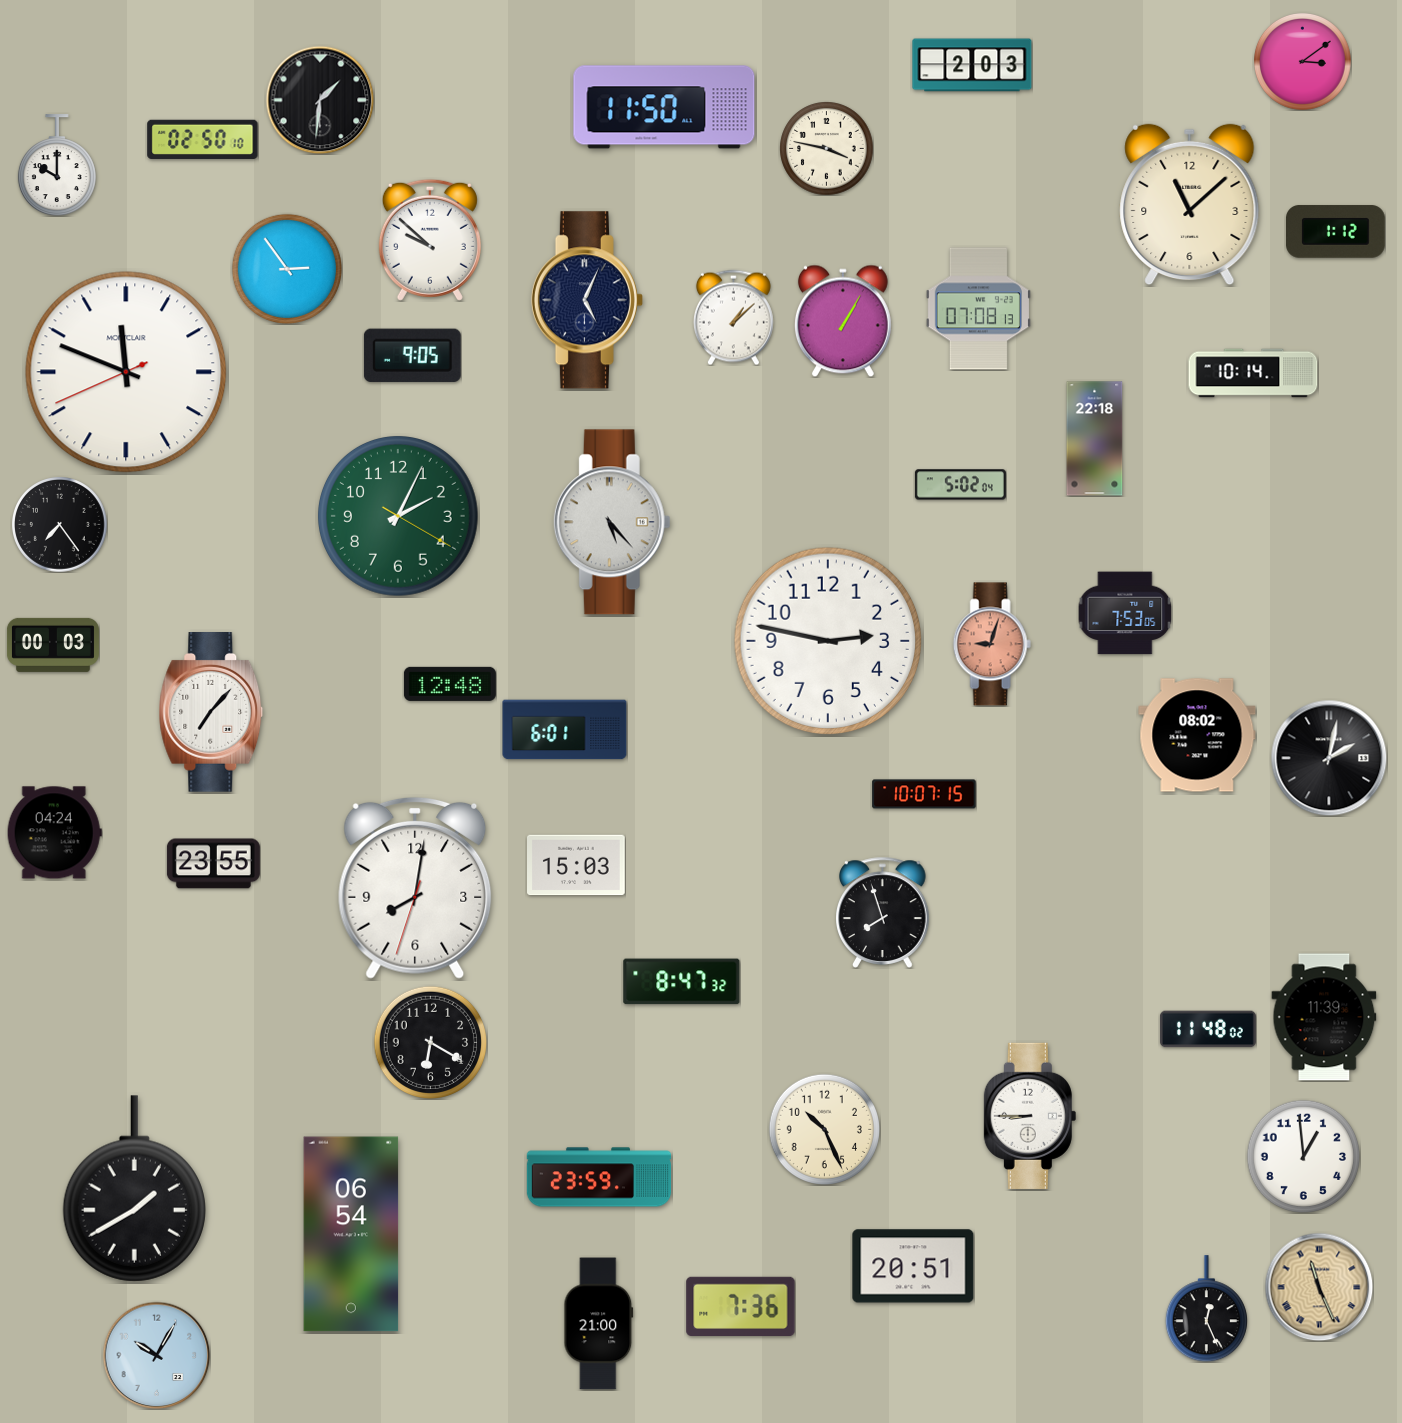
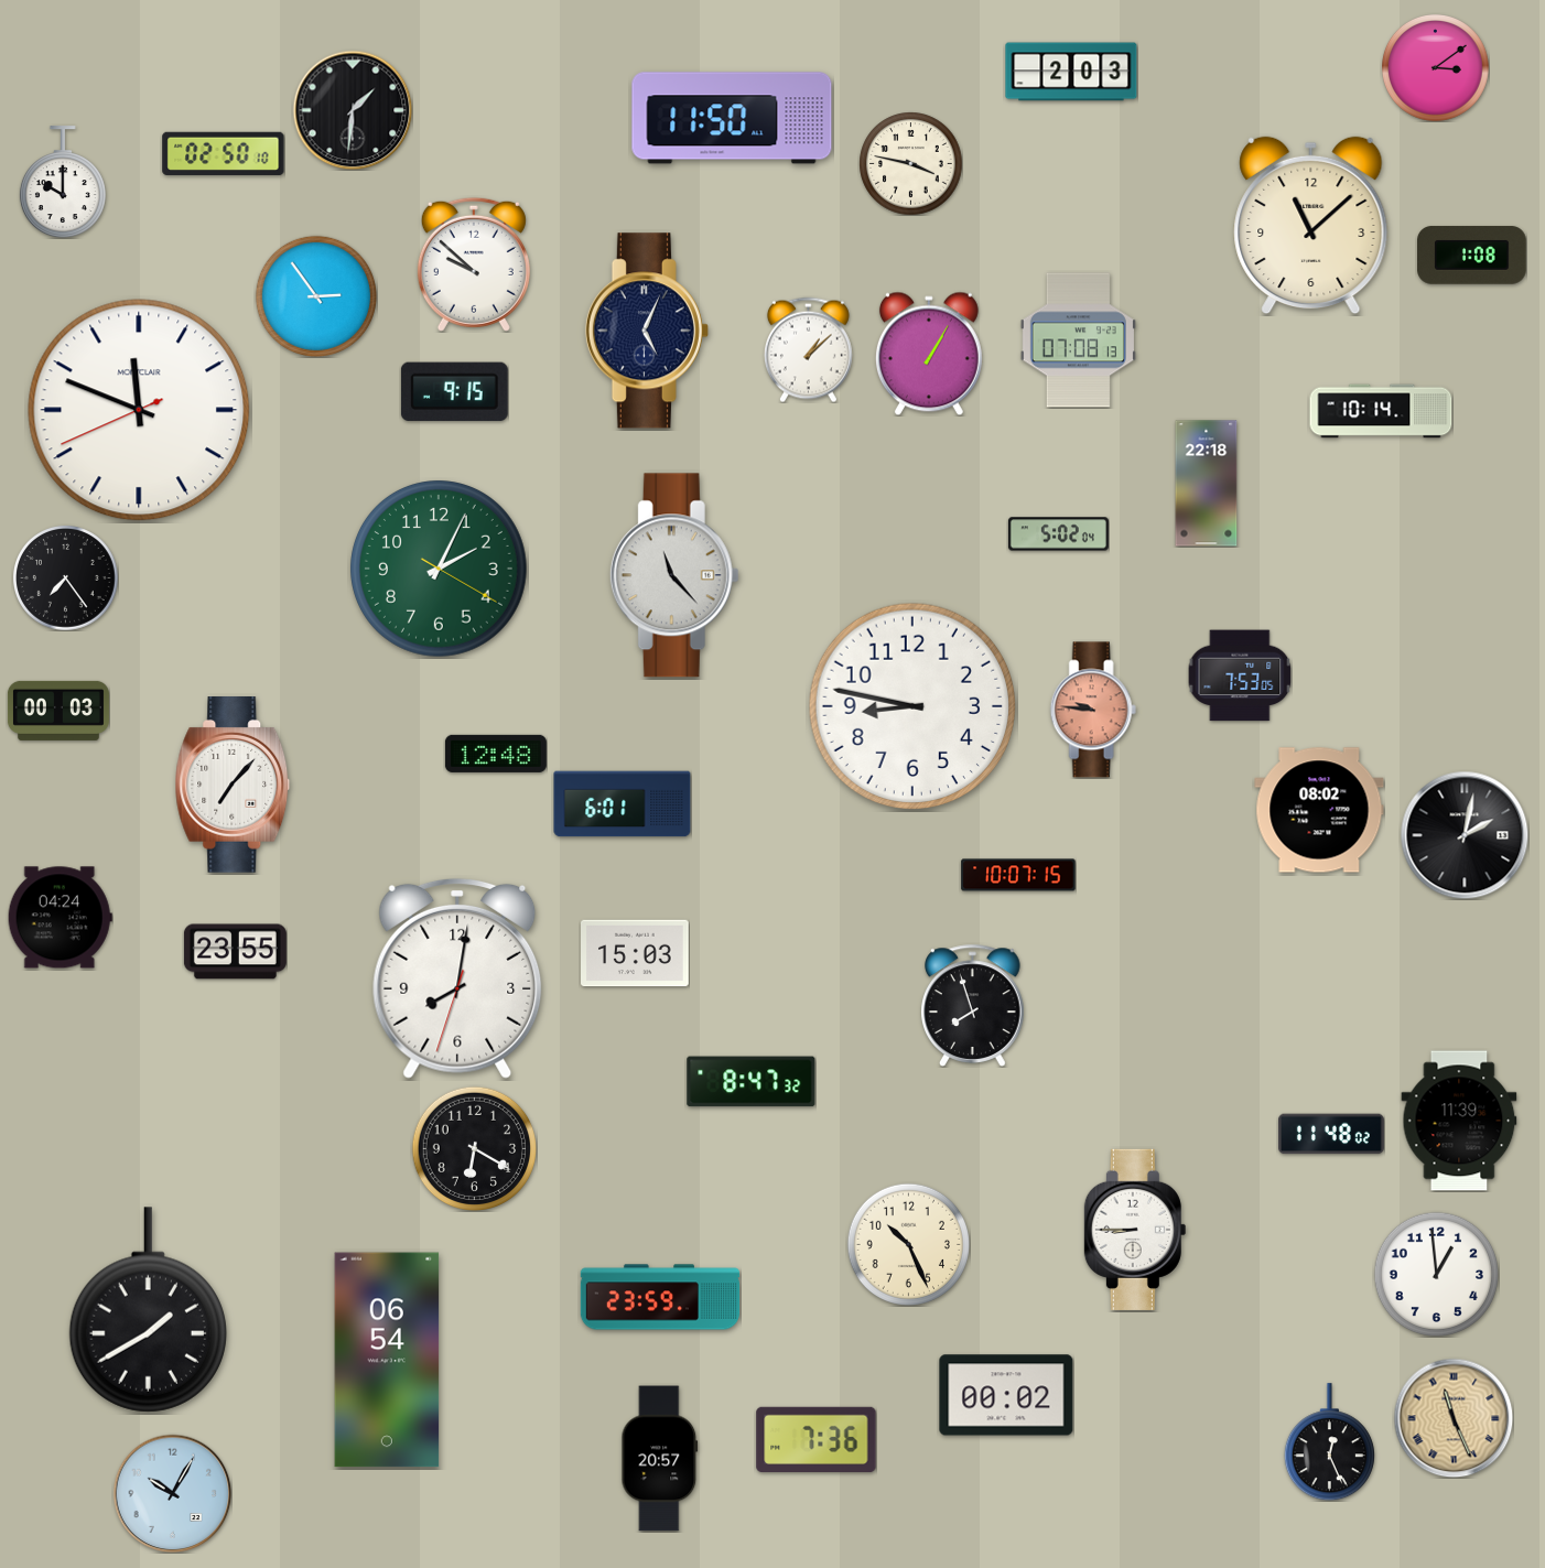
clock at (1336, 232): 1:12 -> 1:08
clock at (412, 355): 9:05 -> 9:15
clock at (612, 522): 5:23 -> 11:23
clock at (827, 640): 2:47 -> 8:47
clock at (992, 644): 9:03 -> 9:46
clock at (913, 1266): 20:51 -> 00:02
clock at (599, 1324): 21:00 -> 20:57
